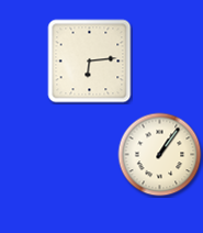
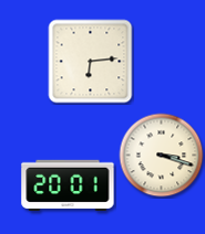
clock at (160, 155): 1:06 -> 3:18
clock at (68, 185): none -> 20:01
